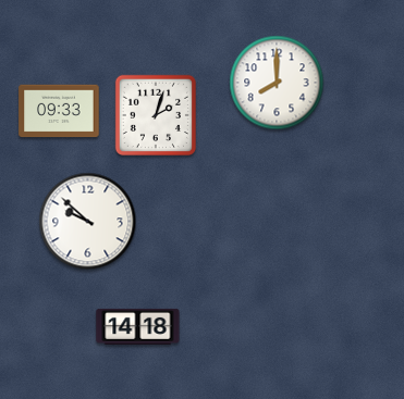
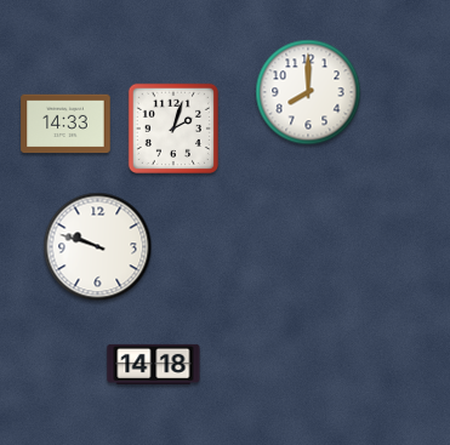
clock at (59, 111): 09:33 -> 14:33
clock at (88, 222): 9:52 -> 9:48
